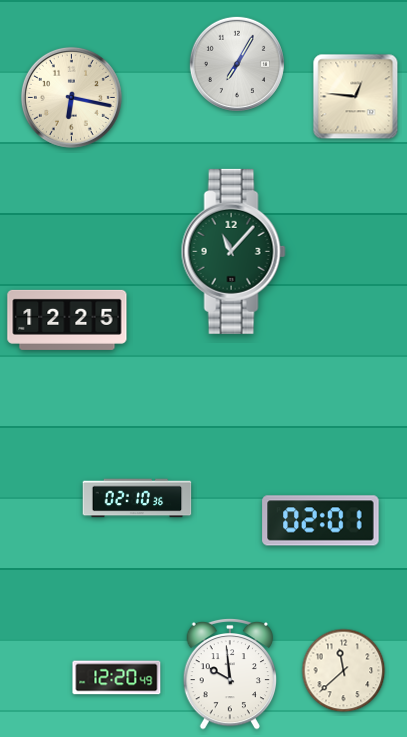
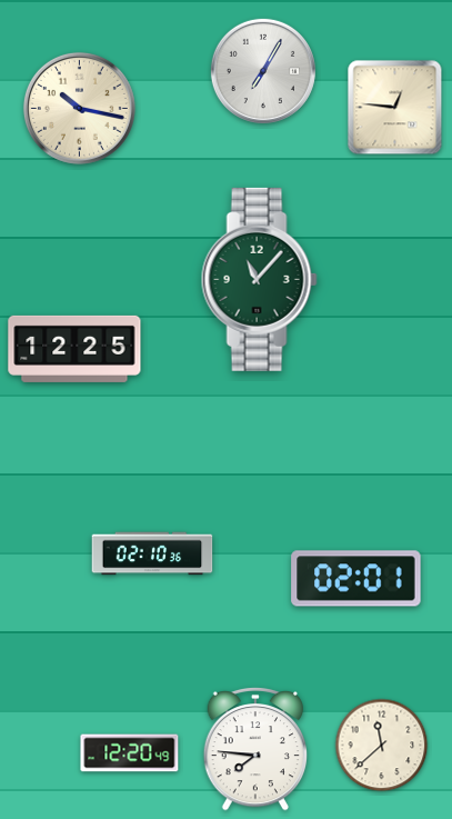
clock at (71, 97): 6:17 -> 10:17
clock at (67, 320) position: (67, 320) -> (74, 349)
clock at (229, 674): 9:59 -> 7:46
